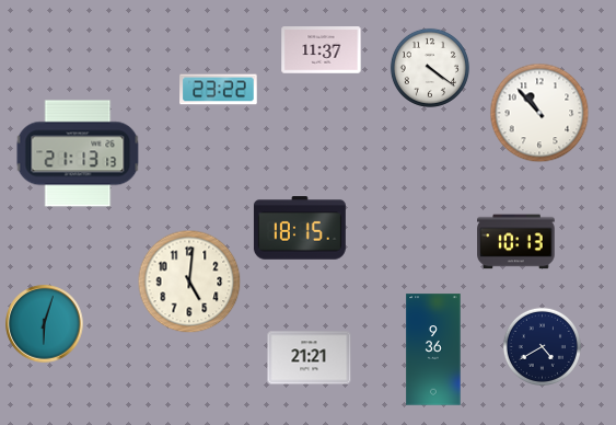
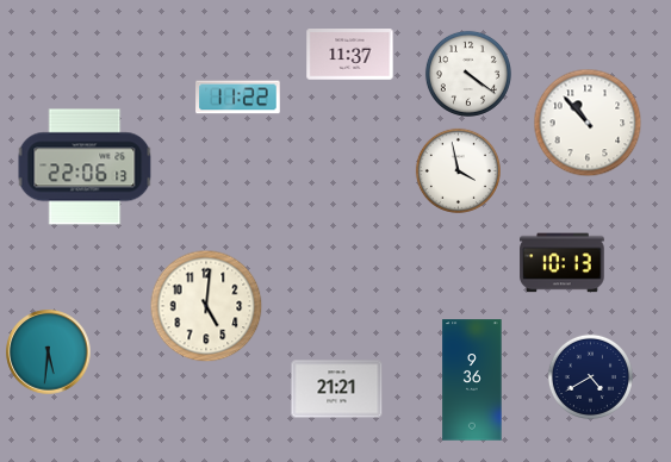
clock at (219, 90): 23:22 -> 11:22
clock at (78, 153): 21:13 -> 22:06
clock at (458, 170): none -> 3:58
clock at (300, 228): 18:15 -> none
clock at (45, 324): 6:03 -> 5:31
